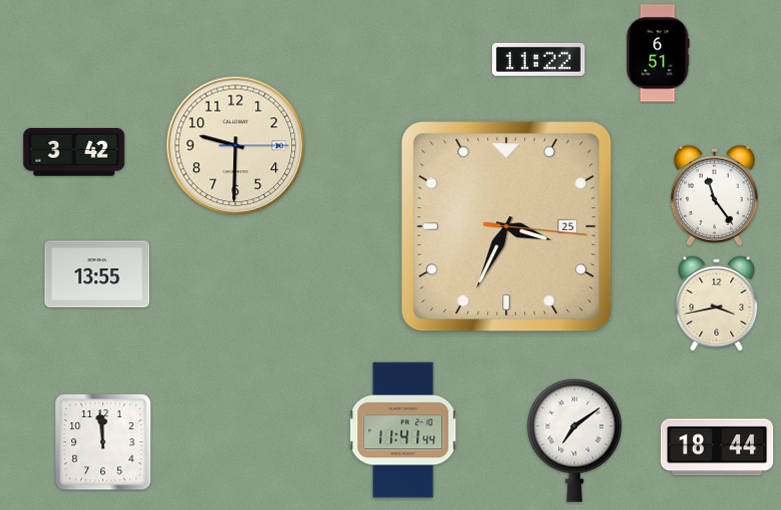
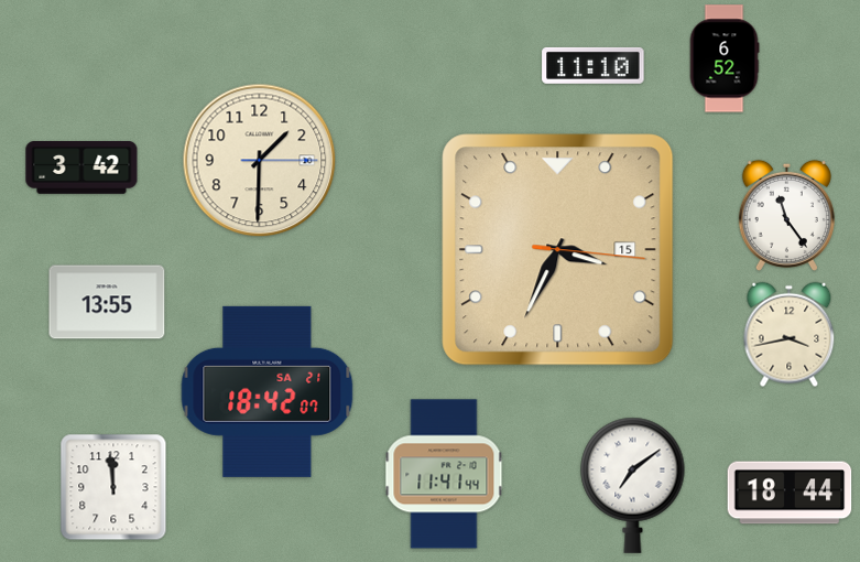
clock at (658, 53): 6:51 -> 6:52
clock at (539, 59): 11:22 -> 11:10
clock at (236, 146): 9:30 -> 1:30
clock at (507, 227) date: 25 -> 15
clock at (268, 391): none -> 18:42
